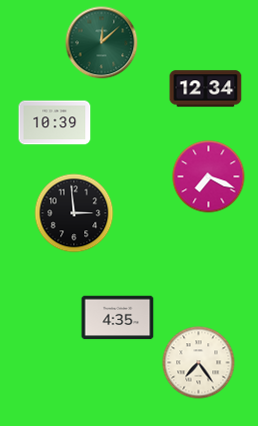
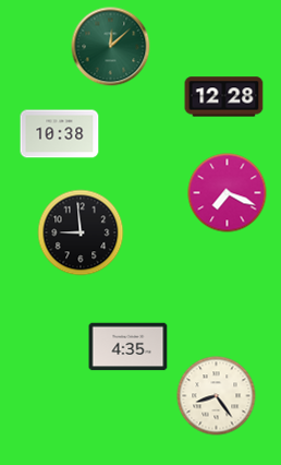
clock at (206, 89): 12:34 -> 12:28
clock at (55, 123): 10:39 -> 10:38
clock at (74, 213): 2:59 -> 8:59
clock at (199, 363): 7:24 -> 8:24
